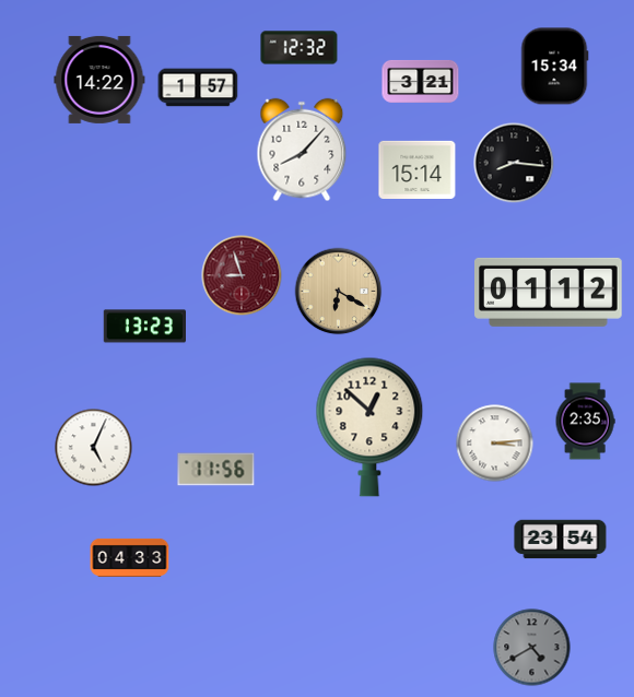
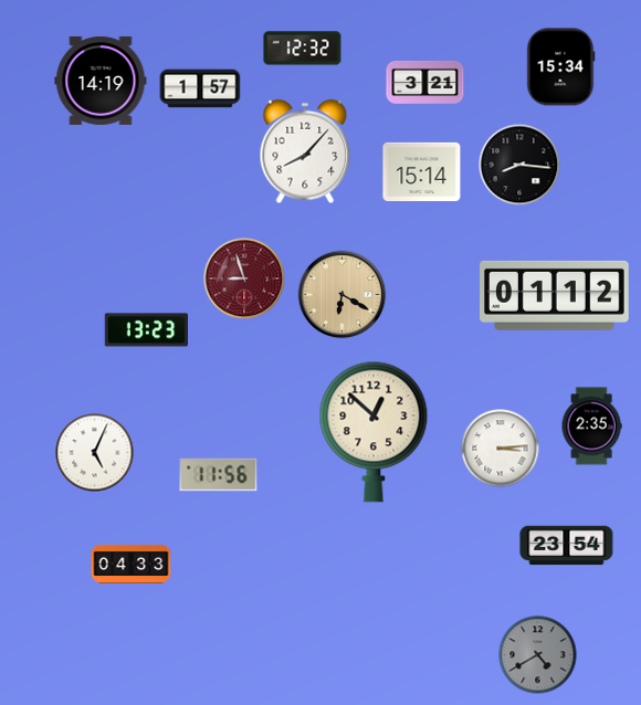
clock at (99, 80): 14:22 -> 14:19
